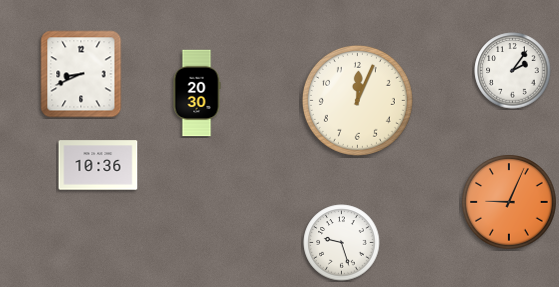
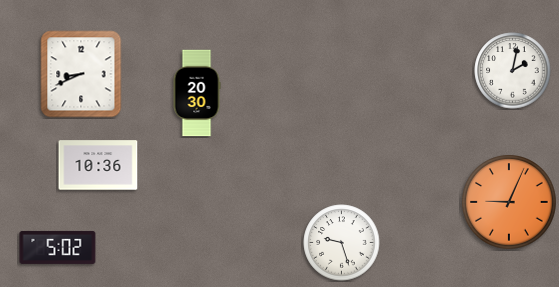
clock at (513, 71): 2:06 -> 2:02
clock at (357, 100): 12:04 -> none
clock at (58, 247): none -> 5:02
